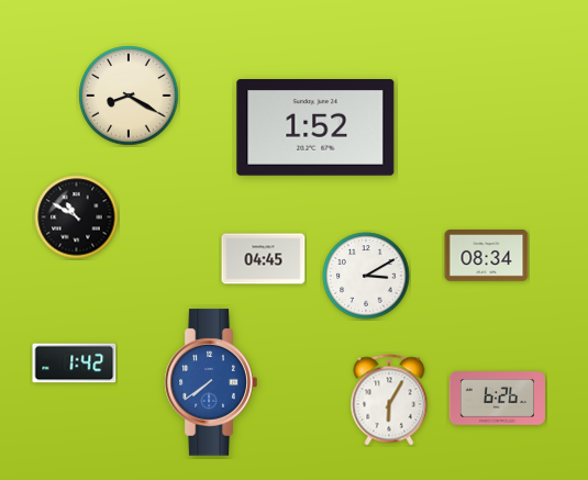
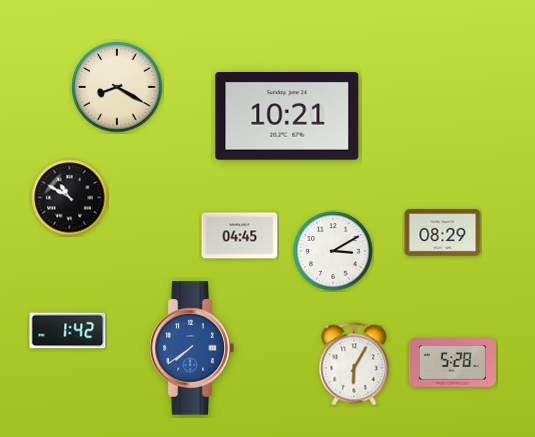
clock at (315, 129): 1:52 -> 10:21
clock at (487, 256): 08:34 -> 08:29
clock at (497, 399): 6:26 -> 5:28
